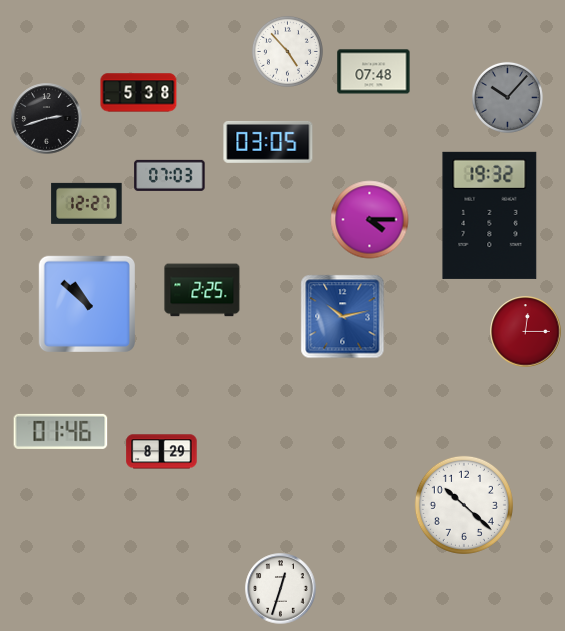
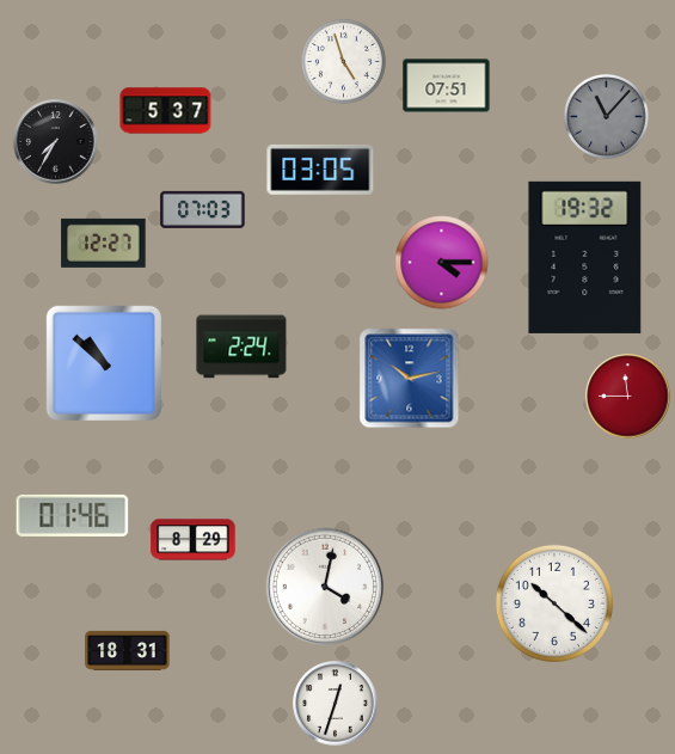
clock at (287, 51): 4:53 -> 4:57
clock at (374, 72): 07:48 -> 07:51
clock at (139, 93): 5:38 -> 5:37
clock at (507, 97): 10:07 -> 11:07
clock at (47, 119): 2:42 -> 7:35
clock at (202, 290): 2:25 -> 2:24
clock at (526, 332): 12:15 -> 11:45
clock at (324, 586): none -> 4:02
clock at (128, 650): none -> 18:31
